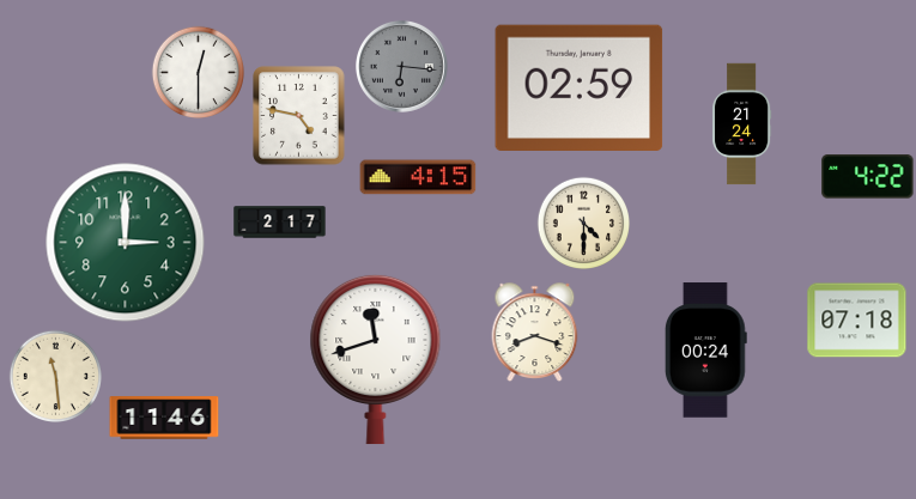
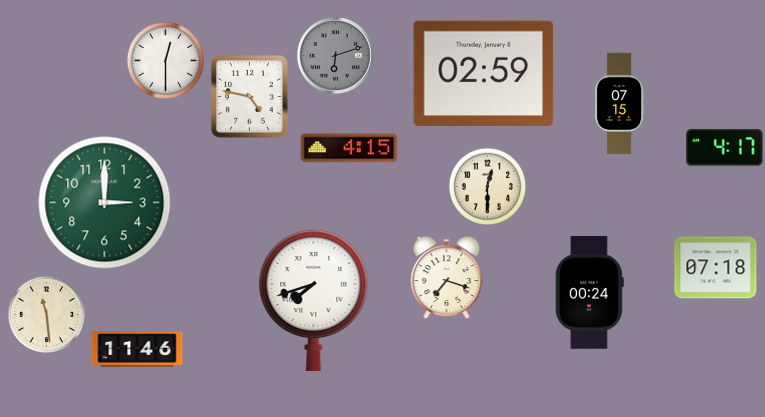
clock at (401, 66): 6:16 -> 6:12
clock at (742, 124): 21:24 -> 07:15
clock at (868, 177): 4:22 -> 4:17
clock at (280, 223): 2:17 -> none
clock at (583, 223): 4:30 -> 12:30
clock at (535, 333): 8:18 -> 7:18
clock at (376, 359): 11:42 -> 7:42
